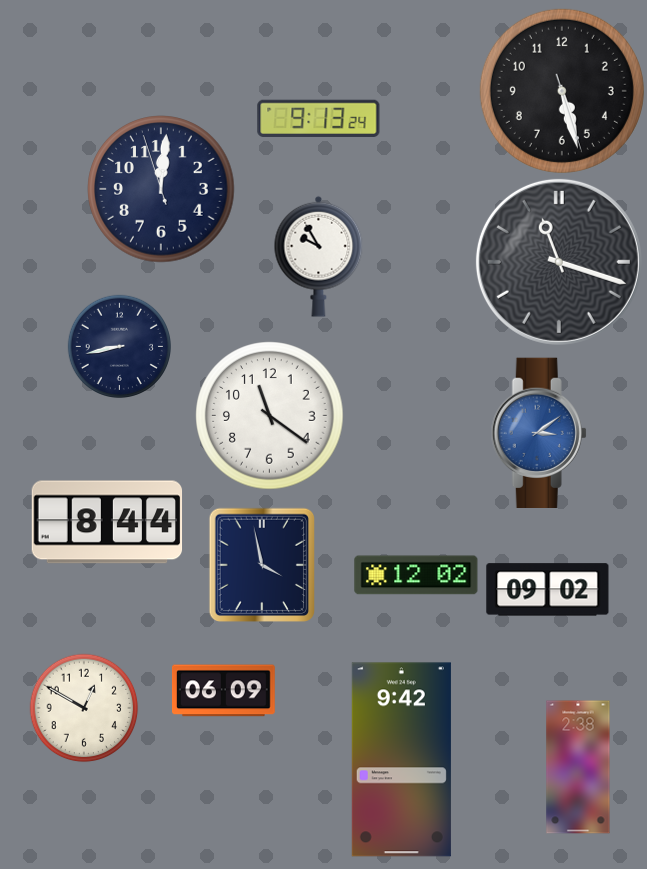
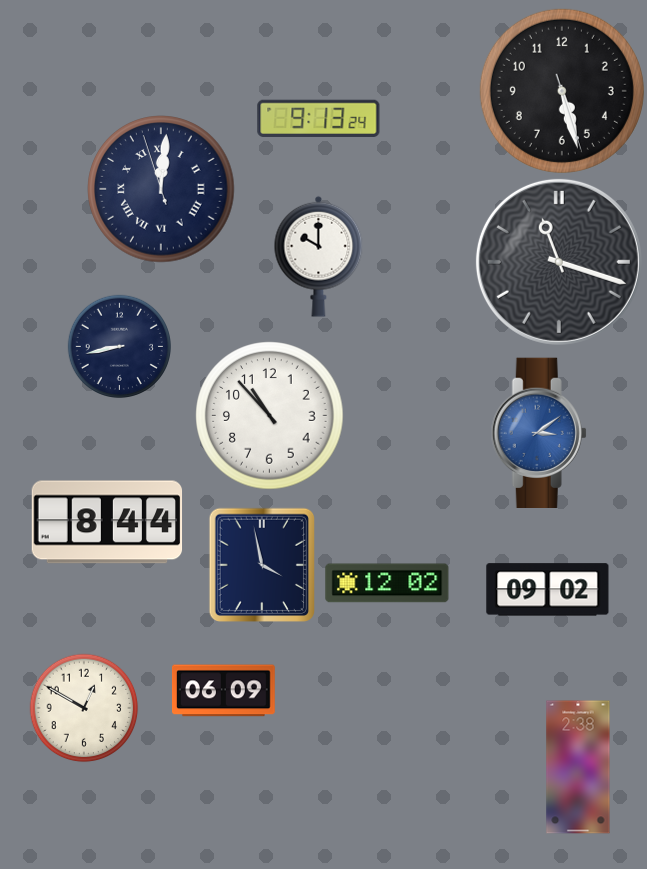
clock at (161, 189) numerals: Arabic -> Roman
clock at (319, 256): 9:55 -> 10:00
clock at (270, 416): 11:21 -> 10:53
clock at (416, 575) position: (416, 575) -> (387, 583)
clock at (401, 760): 9:42 -> none
